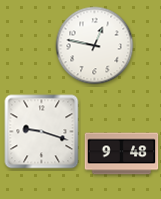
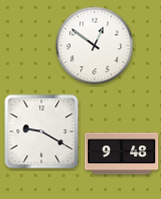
clock at (95, 46): 12:47 -> 12:51
clock at (42, 132): 9:18 -> 9:20
